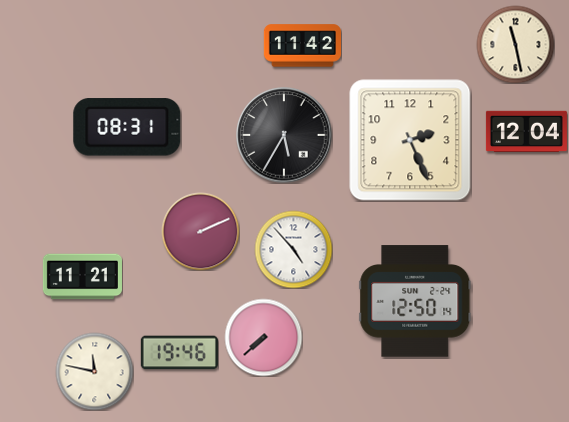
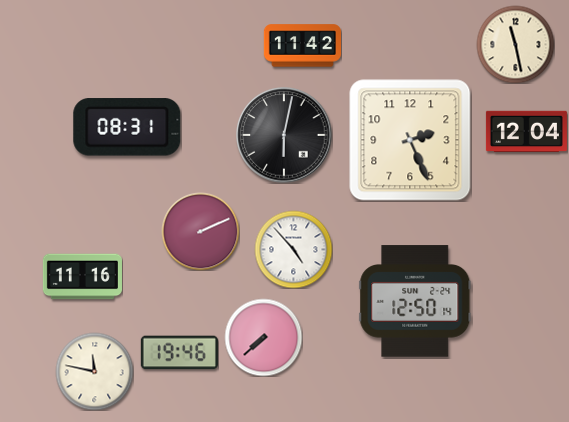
clock at (284, 135): 5:35 -> 6:02
clock at (82, 277): 11:21 -> 11:16
